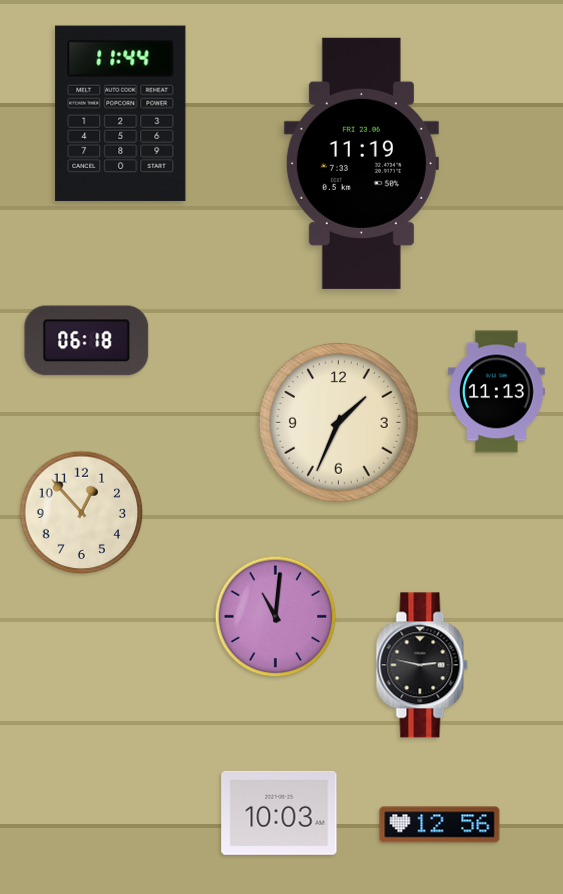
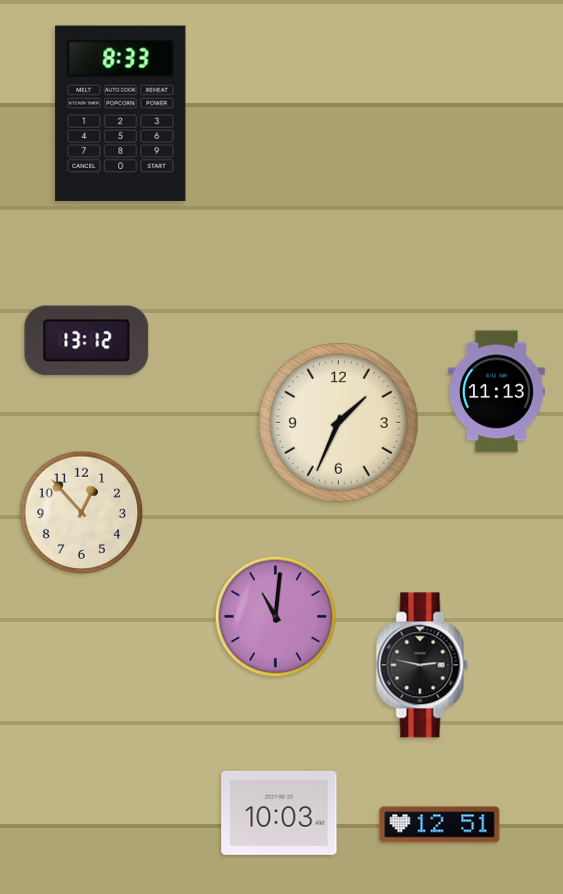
clock at (121, 113): 11:44 -> 8:33
clock at (361, 163): 11:19 -> none
clock at (87, 341): 06:18 -> 13:12
clock at (440, 825): 12:56 -> 12:51
